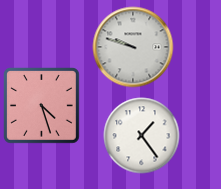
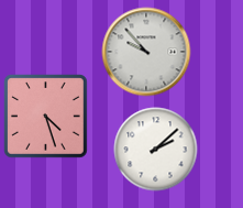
clock at (133, 47): 9:48 -> 9:53
clock at (142, 136): 1:24 -> 2:08
